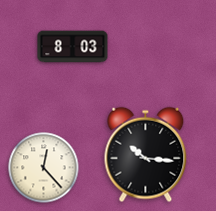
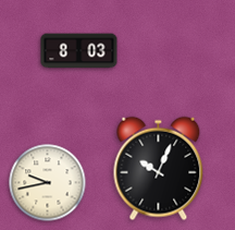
clock at (146, 155): 10:16 -> 10:04
clock at (44, 168): 12:23 -> 9:43
